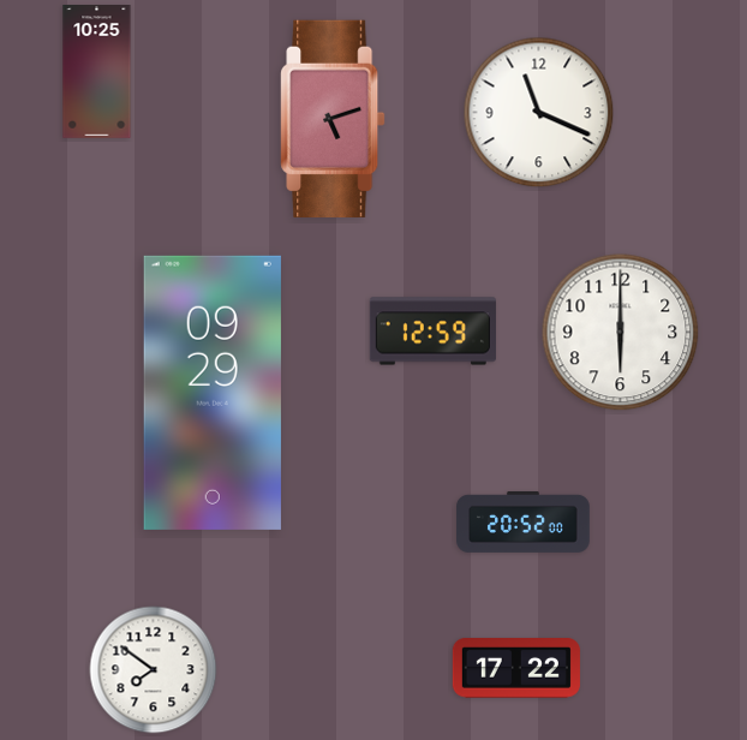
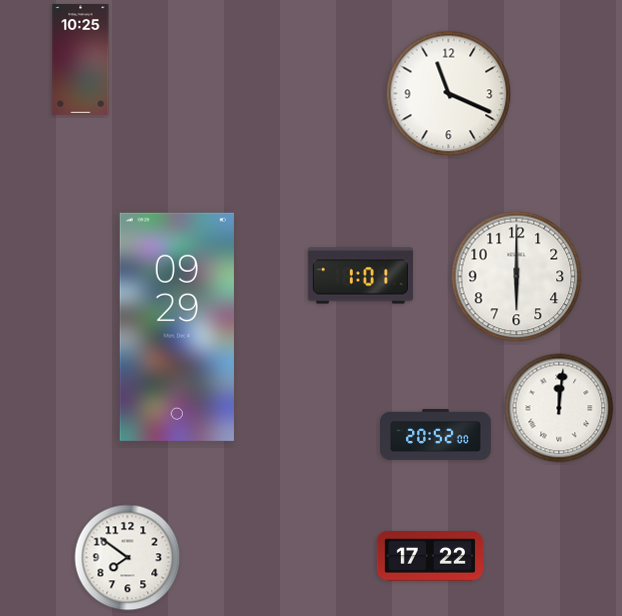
clock at (333, 118): 5:12 -> none
clock at (432, 332): 12:59 -> 1:01
clock at (559, 408): none -> 12:01
